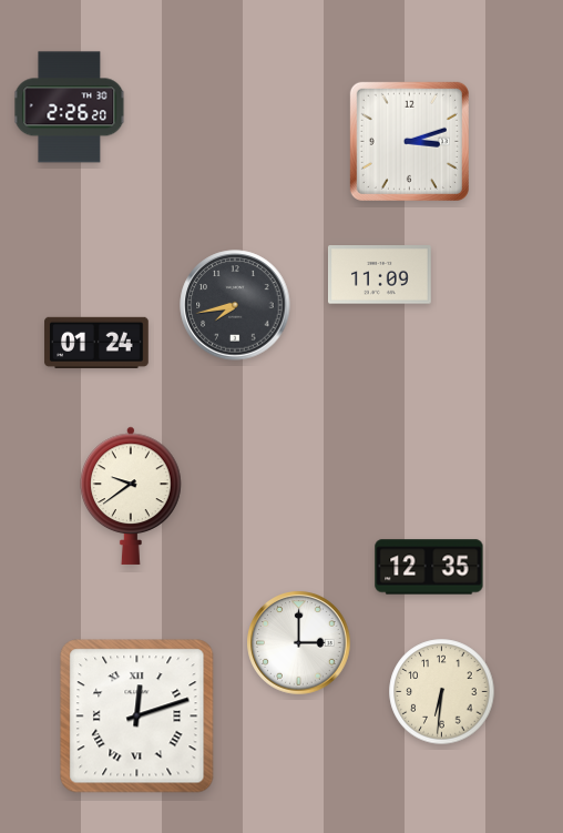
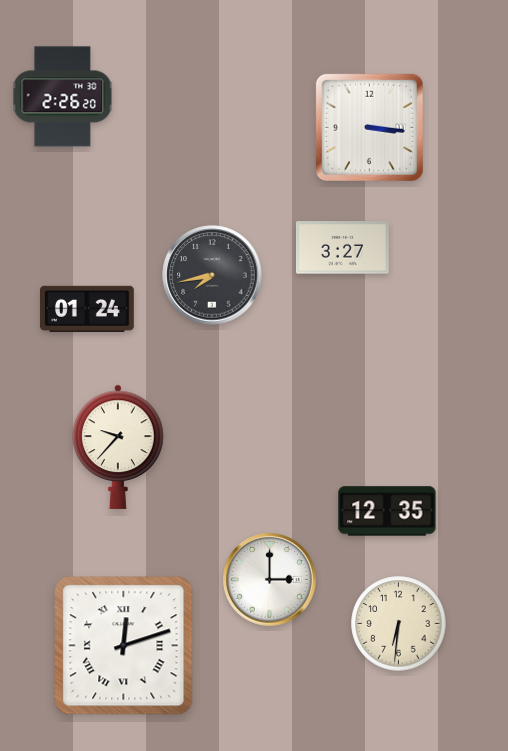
clock at (409, 141): 3:12 -> 3:16
clock at (379, 275): 11:09 -> 3:27
clock at (131, 496): 9:39 -> 9:37
